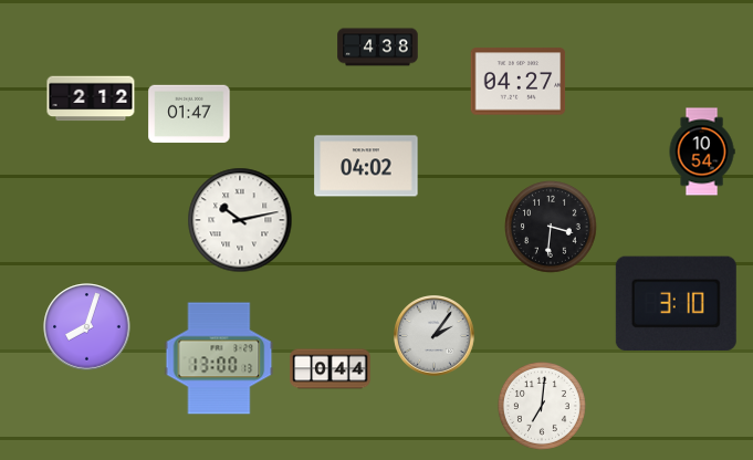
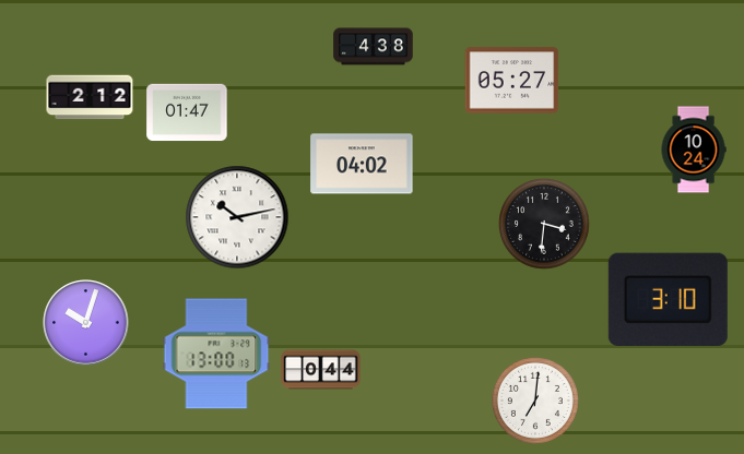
clock at (519, 82): 04:27 -> 05:27
clock at (702, 151): 10:54 -> 10:24
clock at (87, 327): 8:03 -> 10:03
clock at (435, 336): 2:06 -> none
clock at (331, 369) position: (331, 369) -> (321, 370)
